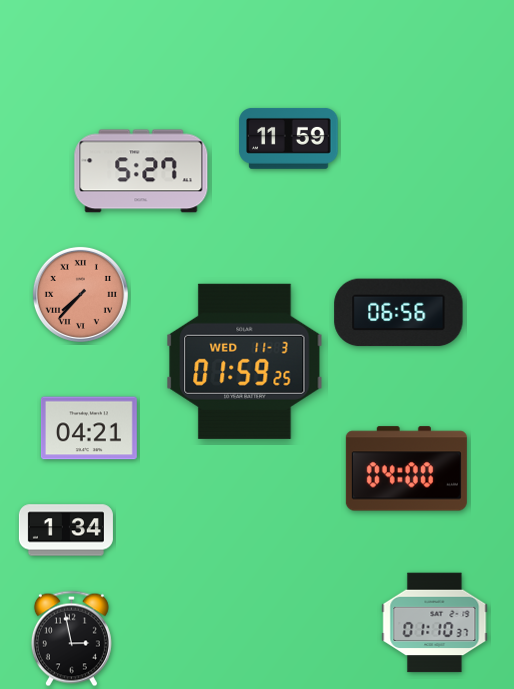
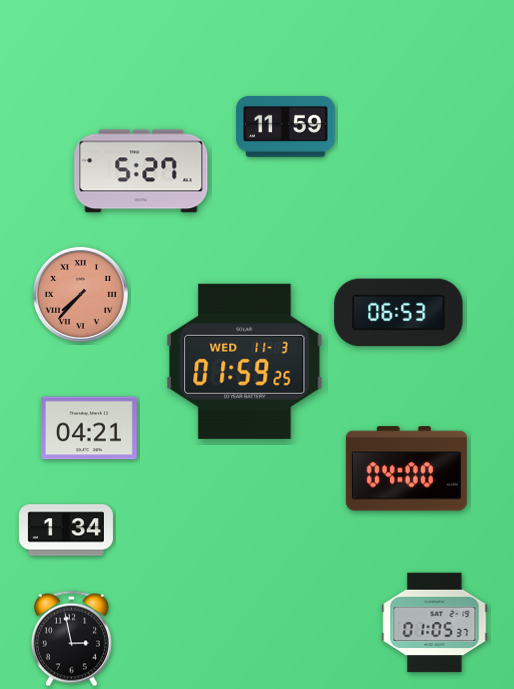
clock at (289, 139) position: (289, 139) -> (286, 127)
clock at (399, 313): 06:56 -> 06:53
clock at (435, 623): 01:10 -> 01:05
